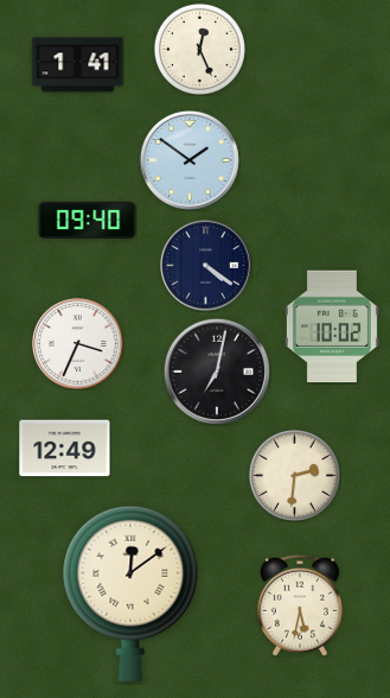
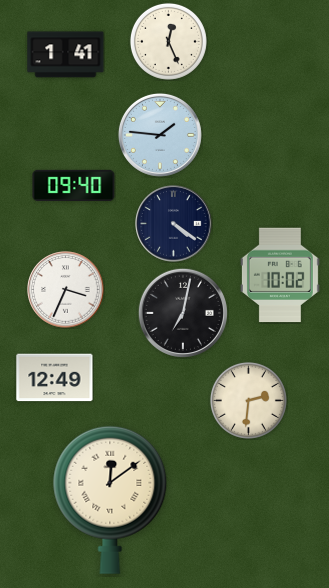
clock at (190, 160): 1:51 -> 1:46
clock at (300, 605): 5:32 -> none
